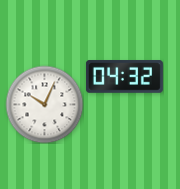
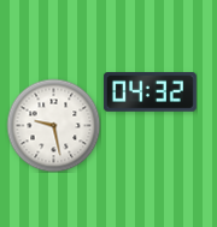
clock at (44, 104): 10:04 -> 9:28
